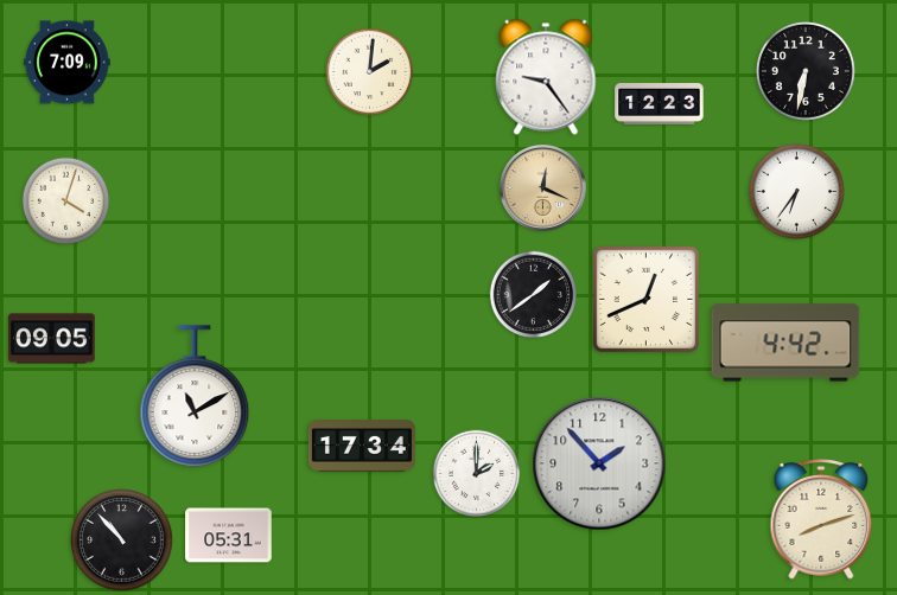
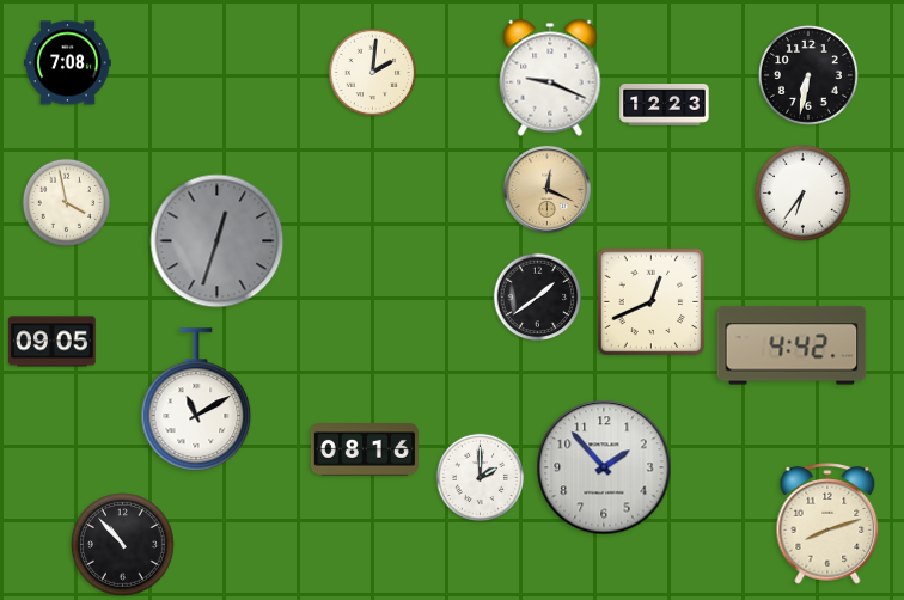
clock at (68, 63): 7:09 -> 7:08
clock at (806, 71) position: (806, 71) -> (808, 75)
clock at (546, 77): 9:24 -> 9:19
clock at (66, 201): 4:03 -> 3:58
clock at (218, 241): none -> 12:33
clock at (362, 446): 17:34 -> 08:16
clock at (229, 536): 05:31 -> none
